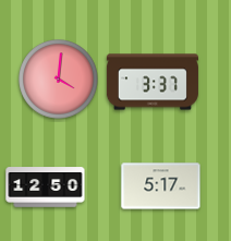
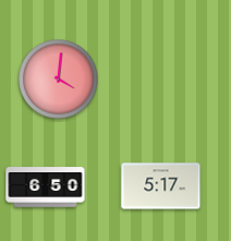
clock at (153, 82): 3:37 -> none
clock at (46, 188): 12:50 -> 6:50
